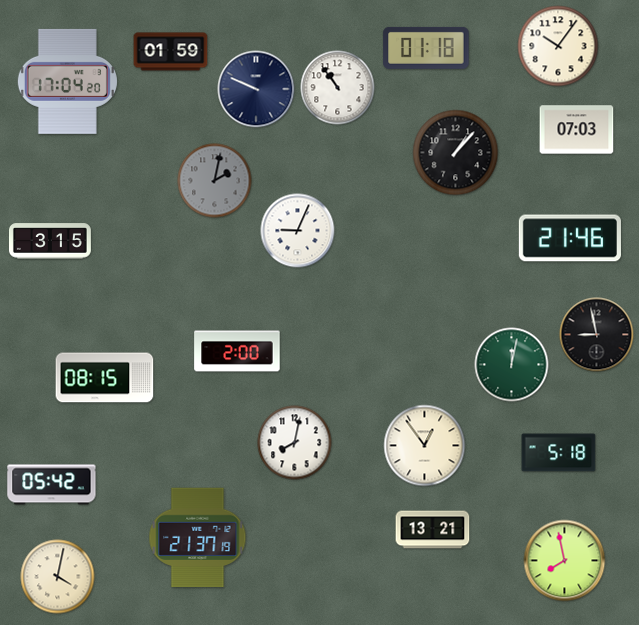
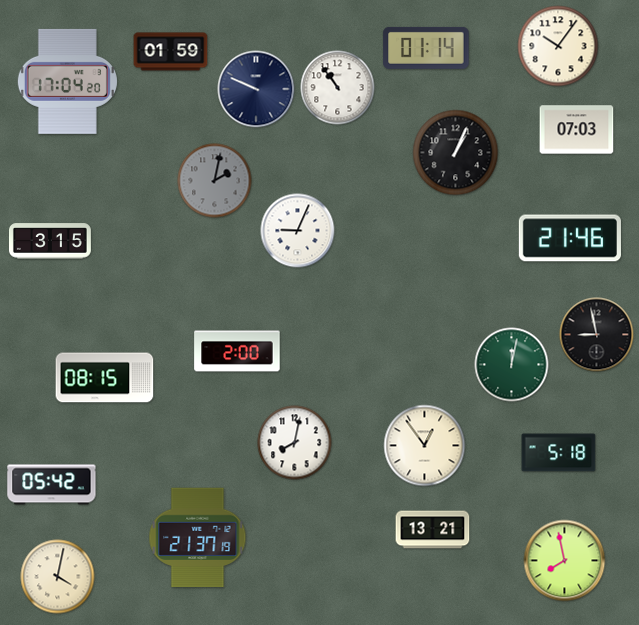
clock at (426, 48): 01:18 -> 01:14
clock at (456, 153): 1:07 -> 1:04
